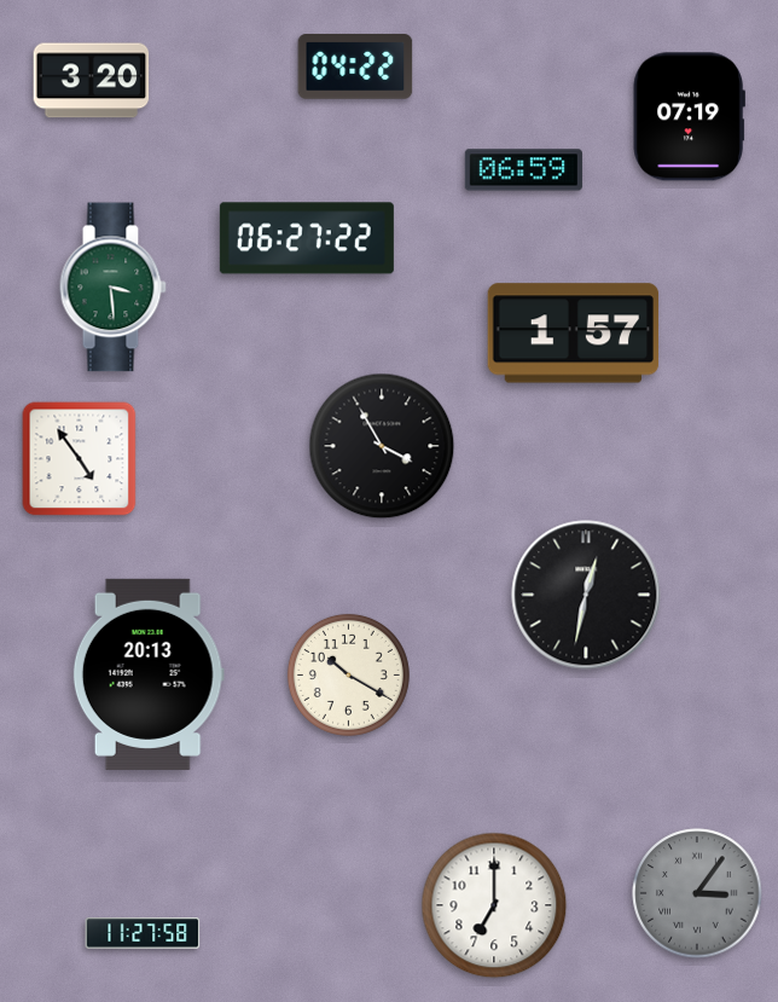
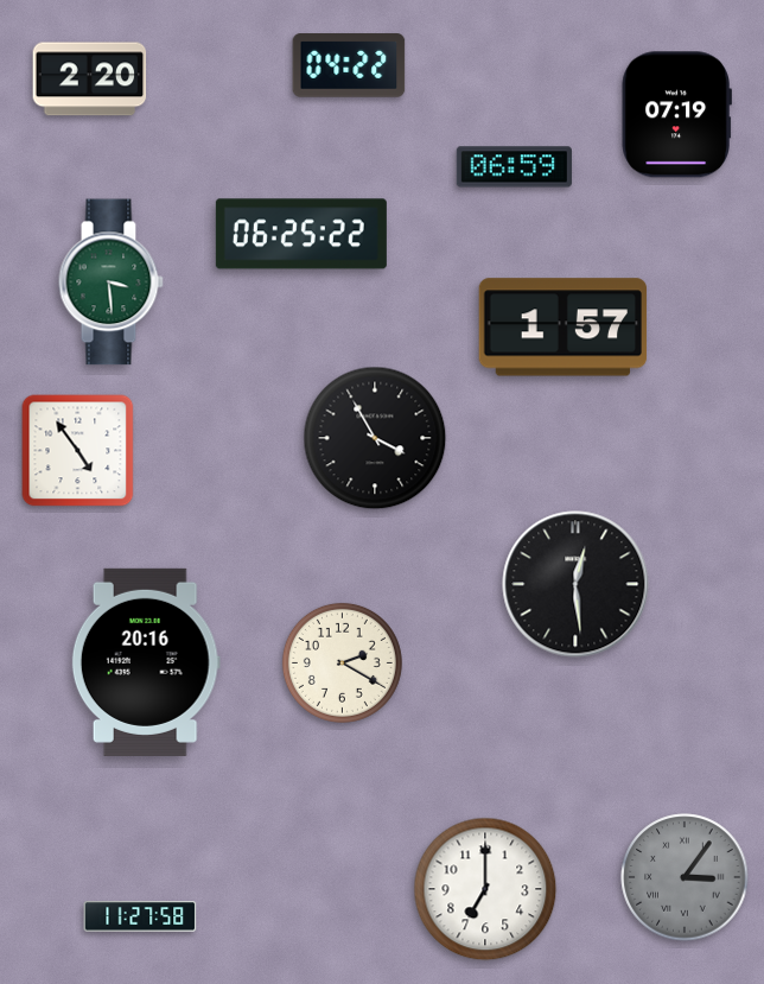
clock at (92, 81): 3:20 -> 2:20
clock at (307, 238): 06:27 -> 06:25
clock at (586, 595): 12:32 -> 12:29
clock at (149, 674): 20:13 -> 20:16
clock at (348, 674): 10:20 -> 2:20
